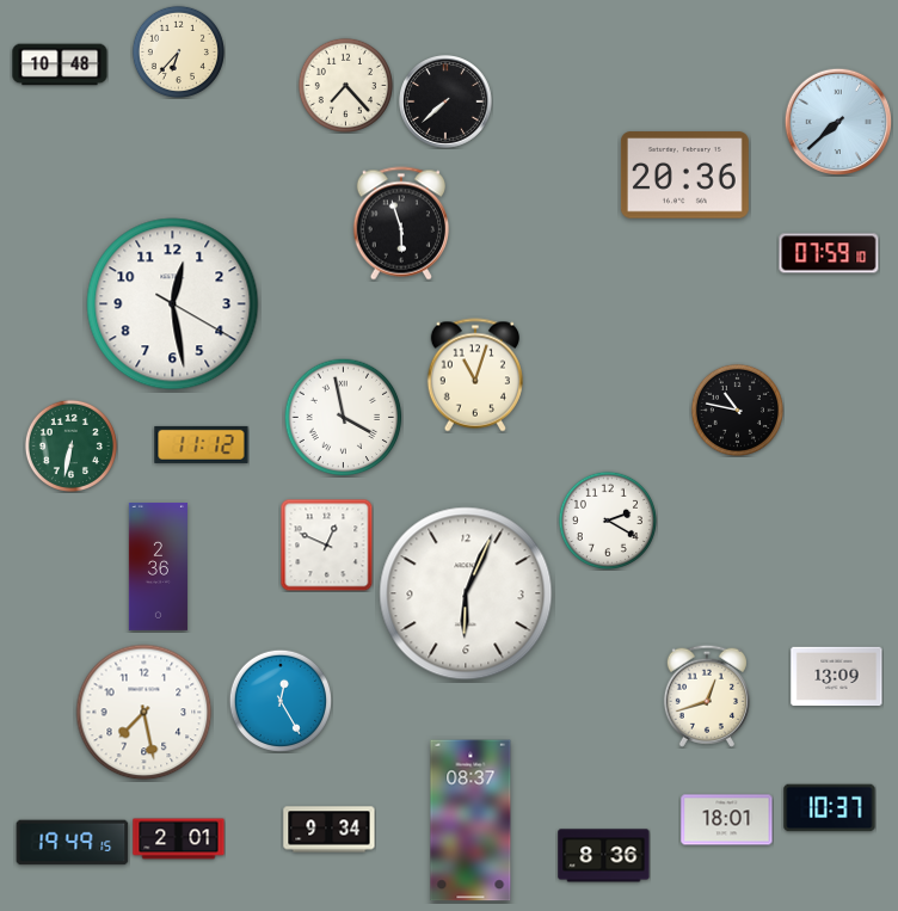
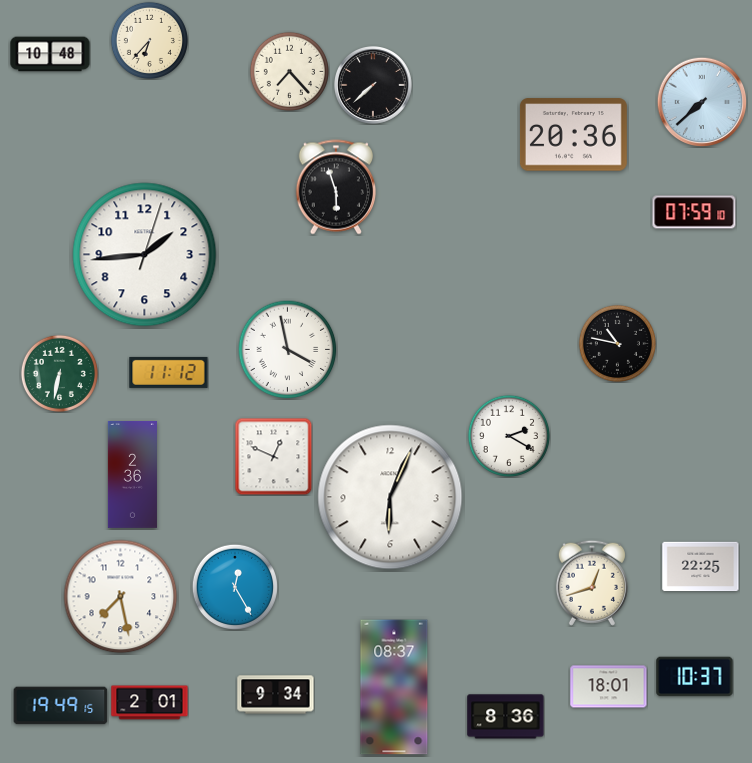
clock at (178, 51) position: (178, 51) -> (149, 40)
clock at (684, 176) position: (684, 176) -> (573, 135)
clock at (173, 304): 12:28 -> 1:44
clock at (474, 375): 11:03 -> none
clock at (837, 677): 13:09 -> 22:25
